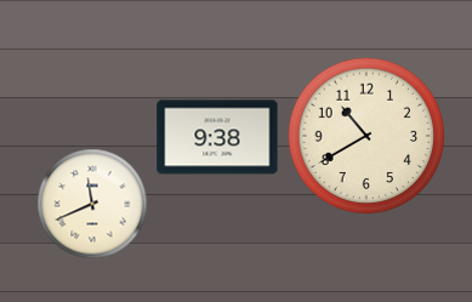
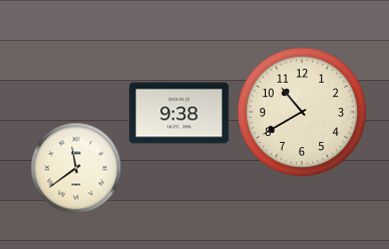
clock at (92, 204): 11:41 -> 11:39
